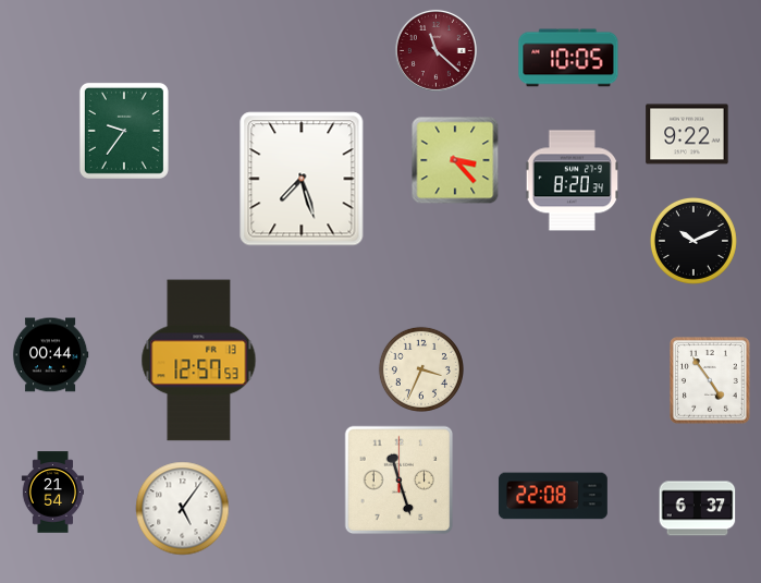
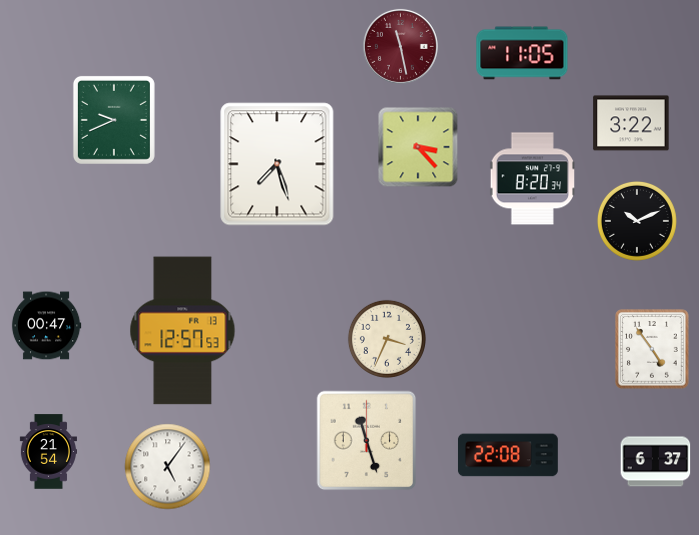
clock at (435, 50): 11:22 -> 11:28
clock at (568, 58): 10:05 -> 11:05
clock at (124, 131): 9:36 -> 9:41
clock at (687, 134): 9:22 -> 3:22
clock at (573, 181) position: (573, 181) -> (533, 179)
clock at (50, 355): 00:44 -> 00:47
clock at (698, 509) position: (698, 509) -> (656, 462)
